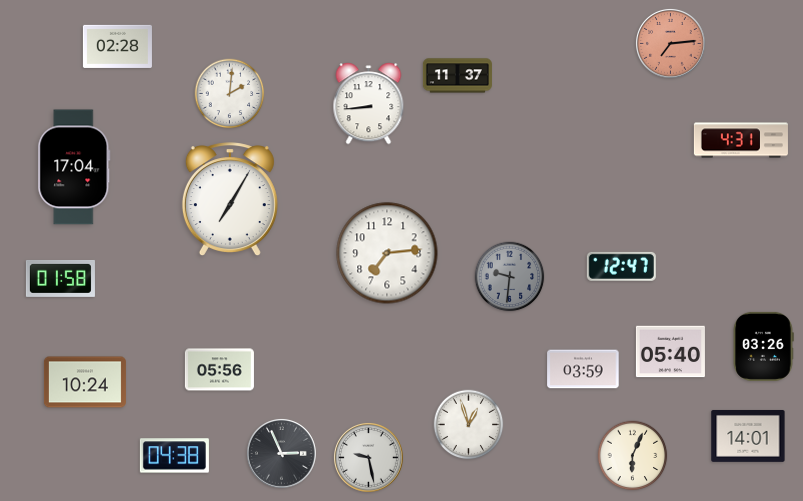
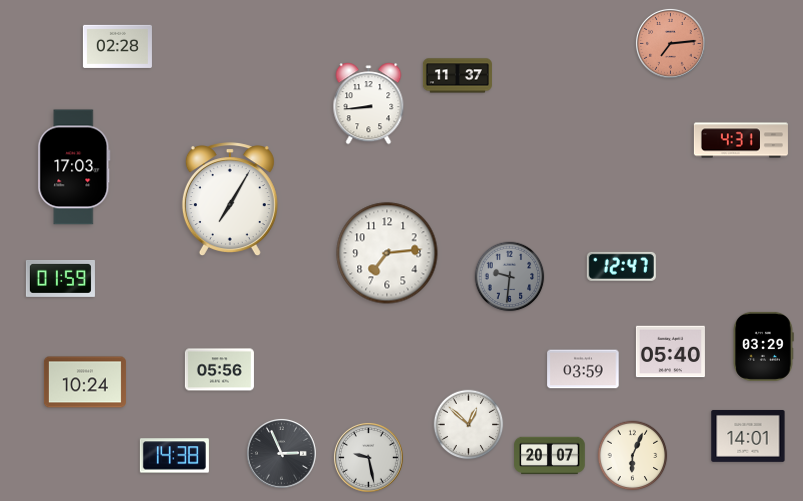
clock at (230, 94): 2:01 -> none
clock at (74, 167): 17:04 -> 17:03
clock at (60, 278): 01:58 -> 01:59
clock at (763, 346): 03:26 -> 03:29
clock at (469, 425): 12:57 -> 12:52
clock at (174, 456): 04:38 -> 14:38
clock at (550, 456): none -> 20:07
